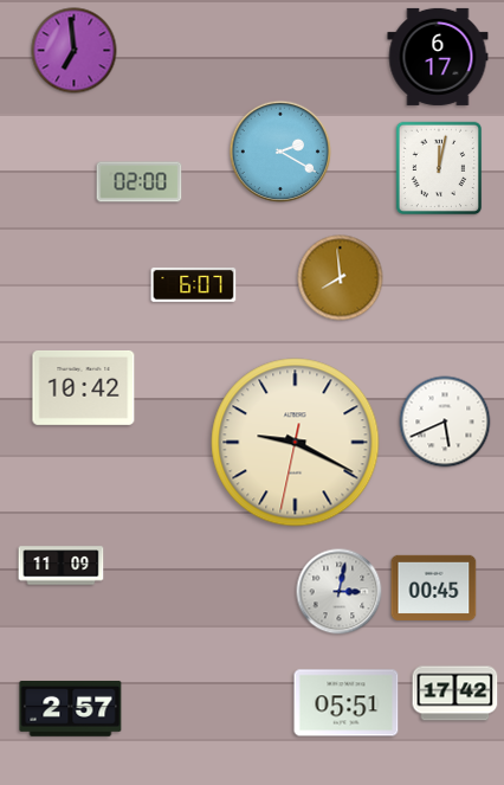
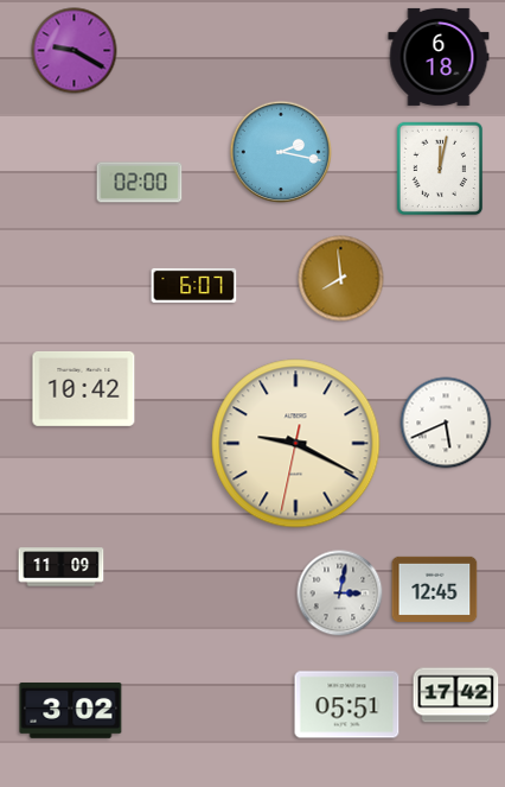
clock at (75, 51): 6:59 -> 9:20
clock at (438, 57): 6:17 -> 6:18
clock at (280, 152): 2:20 -> 2:17
clock at (434, 587): 00:45 -> 12:45
clock at (71, 708): 2:57 -> 3:02
